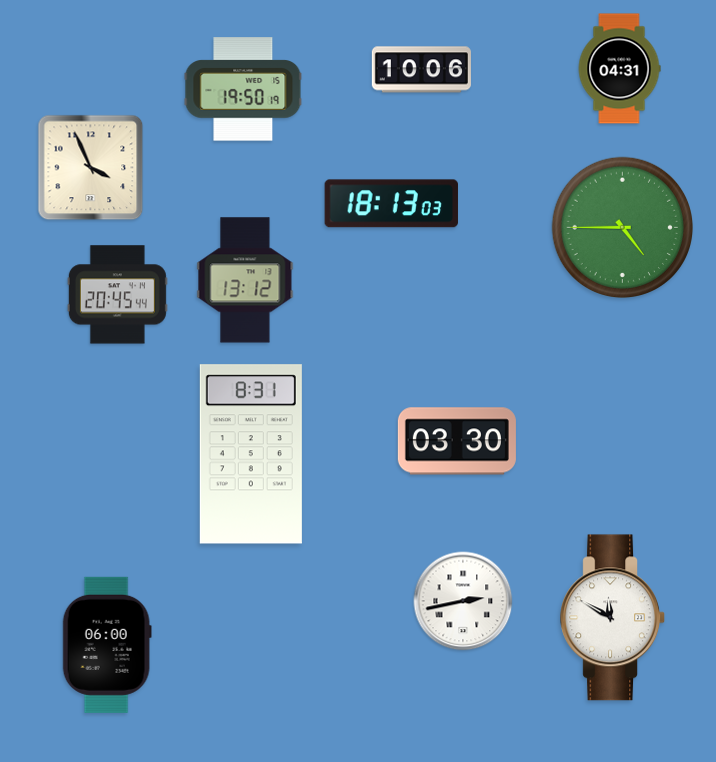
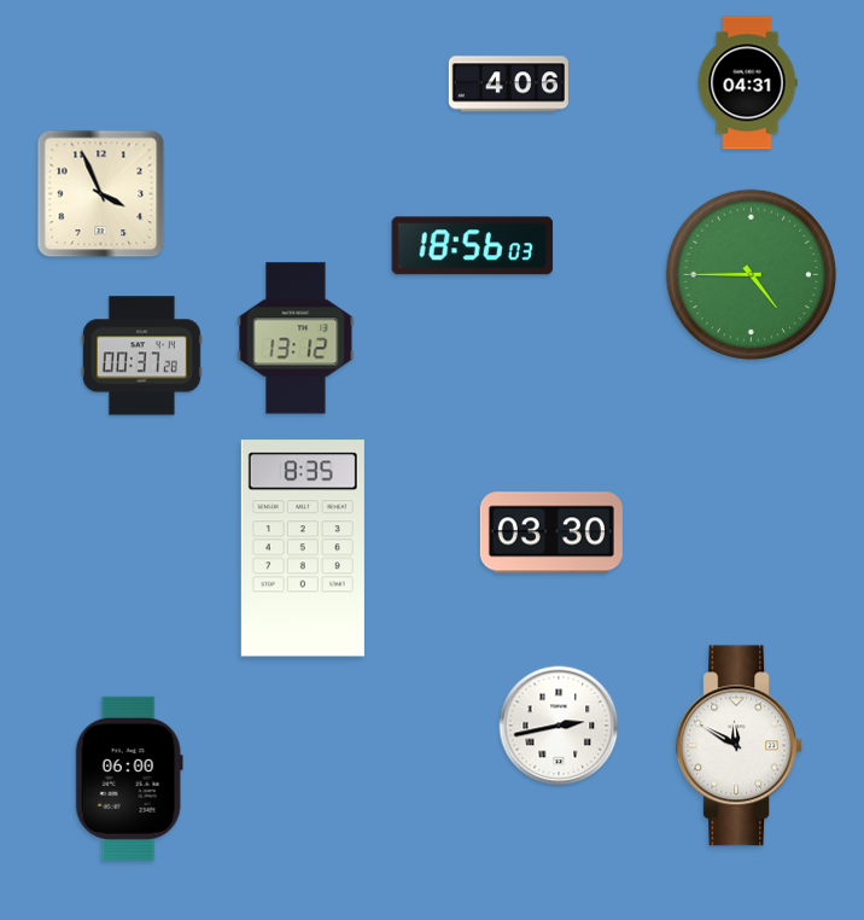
clock at (421, 70): 10:06 -> 4:06
clock at (243, 89): 19:50 -> none
clock at (91, 168) position: (91, 168) -> (101, 194)
clock at (391, 204): 18:13 -> 18:56
clock at (117, 295): 20:45 -> 00:37
clock at (251, 454): 8:31 -> 8:35
